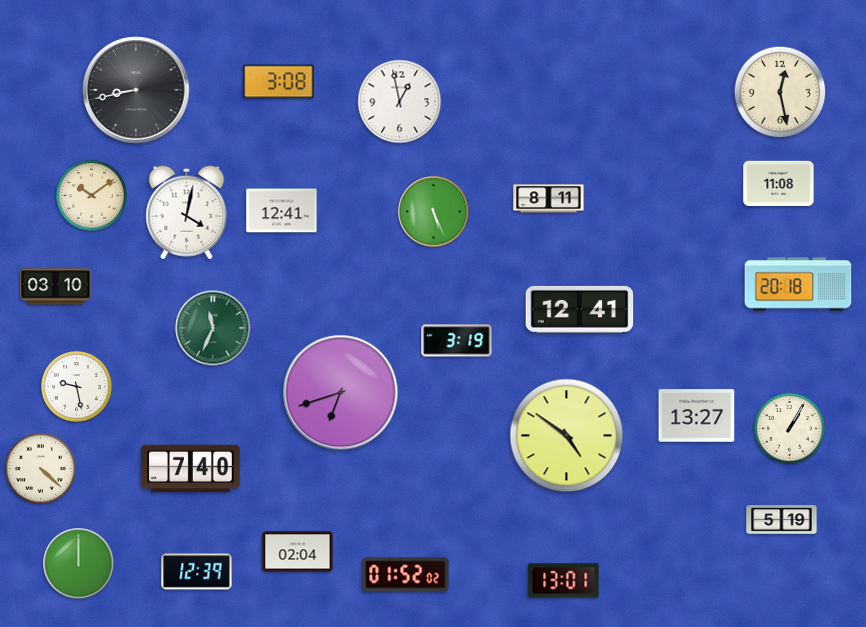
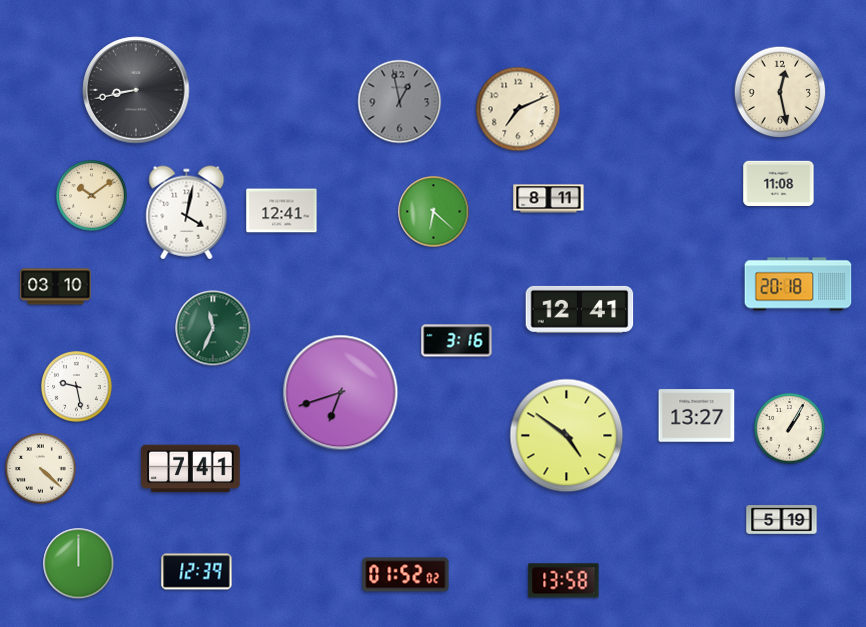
clock at (279, 82): 3:08 -> none
clock at (400, 102) dial: white -> grey
clock at (518, 109): none -> 7:11
clock at (434, 212): 5:26 -> 6:22
clock at (457, 341): 3:19 -> 3:16
clock at (191, 469): 7:40 -> 7:41
clock at (298, 552): 02:04 -> none
clock at (564, 581): 13:01 -> 13:58
